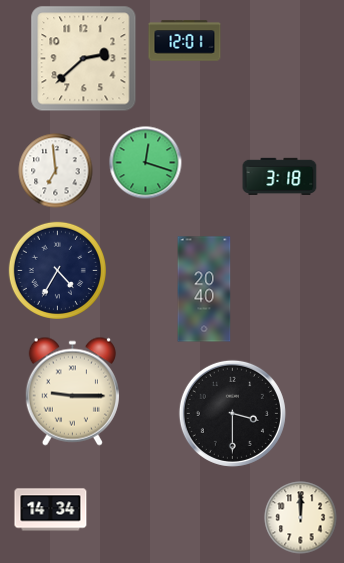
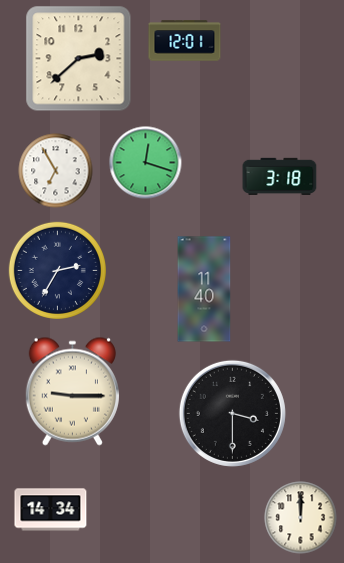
clock at (84, 59) position: (84, 59) -> (79, 59)
clock at (56, 171): 6:59 -> 6:55
clock at (57, 270): 4:35 -> 2:35
clock at (204, 289): 20:40 -> 11:40
